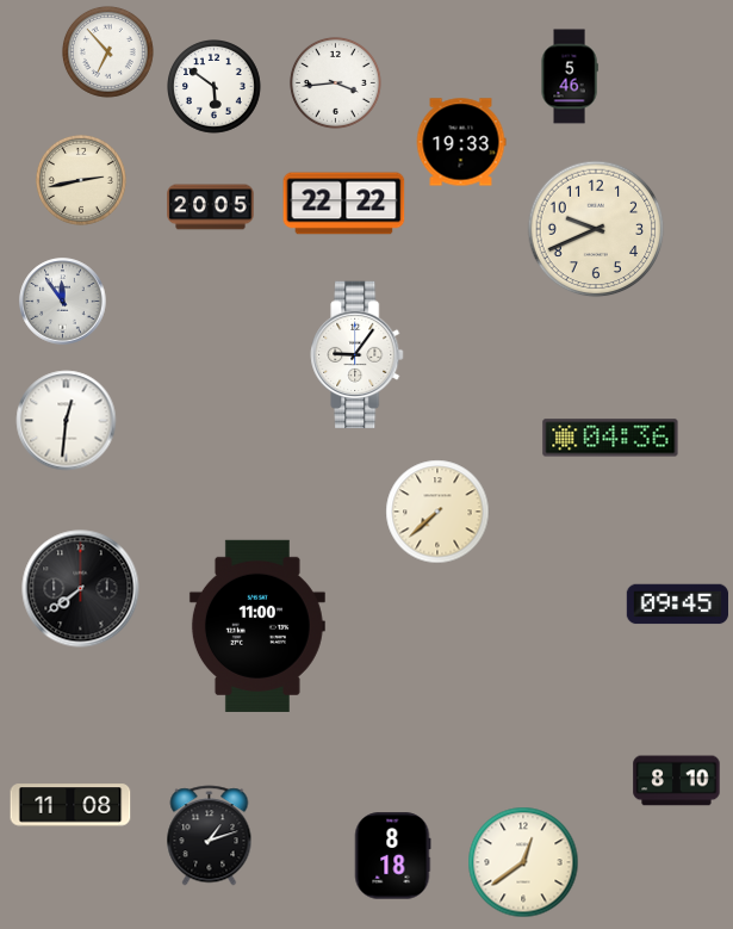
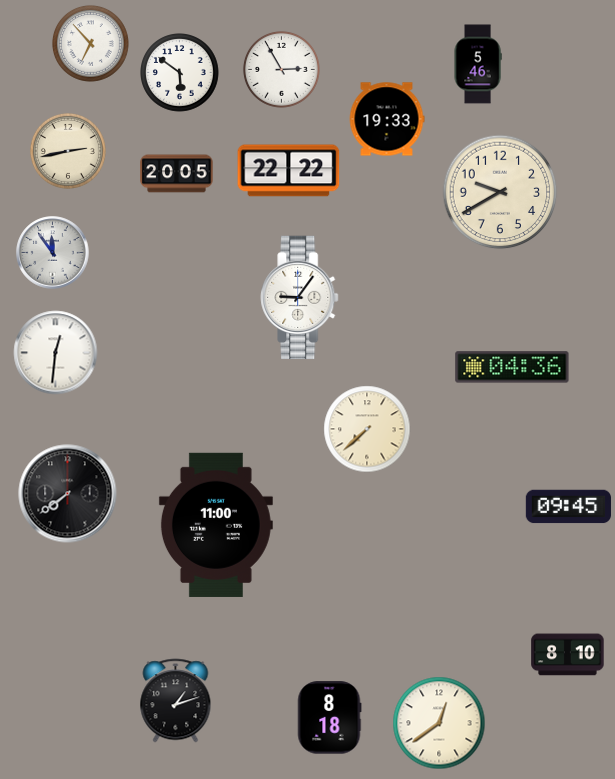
clock at (335, 82): 3:44 -> 2:55
clock at (596, 229): 9:41 -> 9:40
clock at (70, 805): 11:08 -> none
